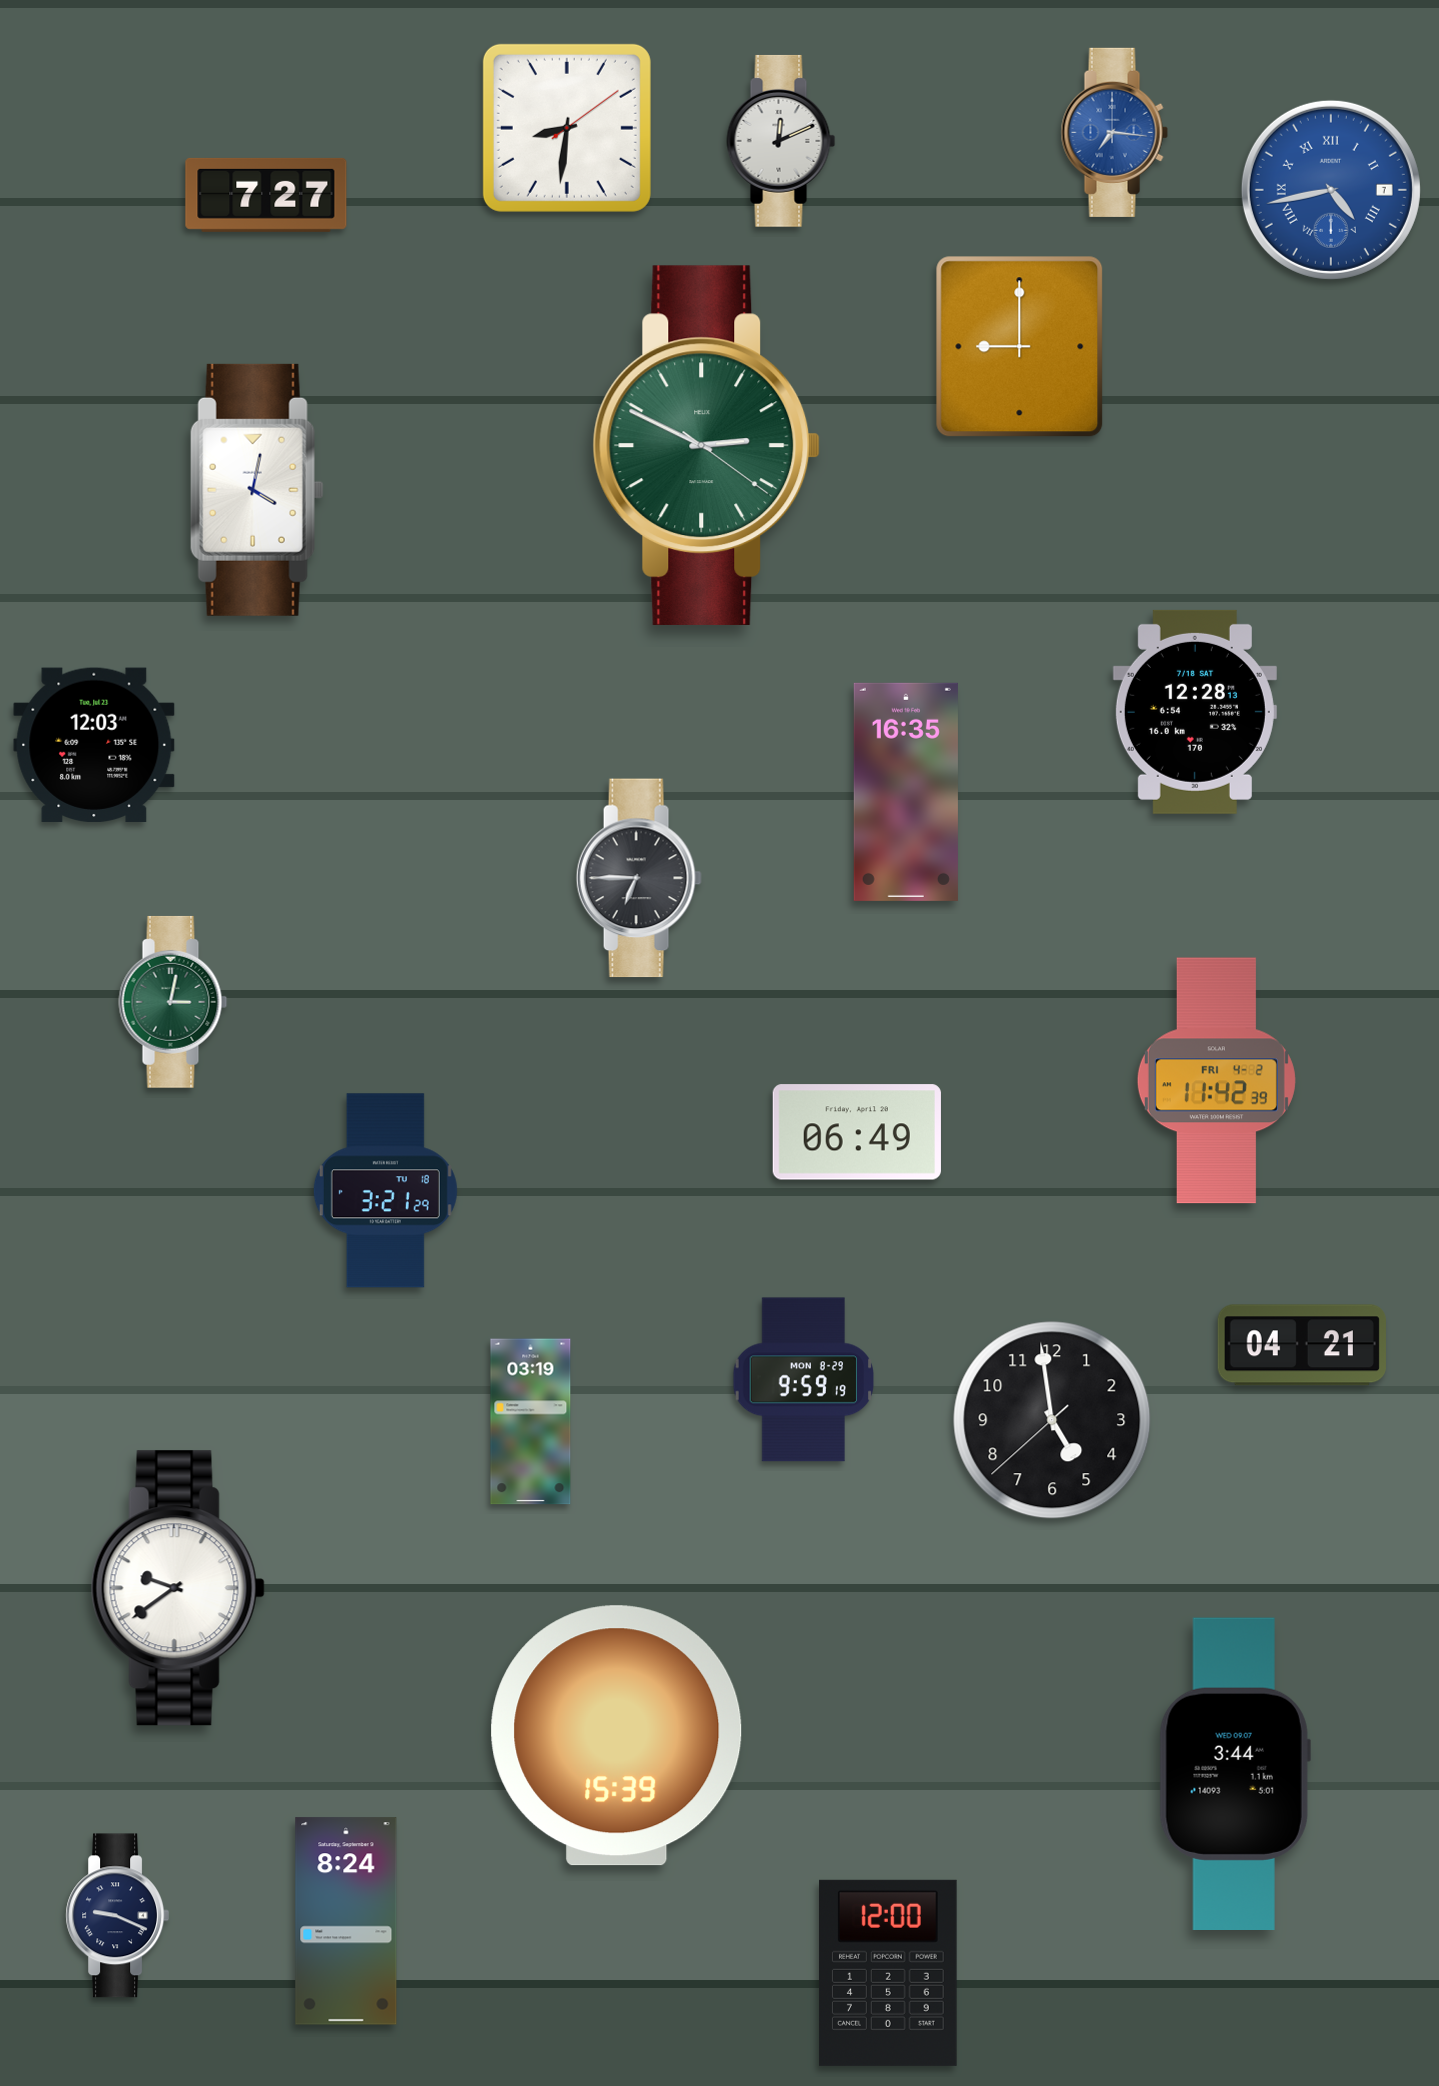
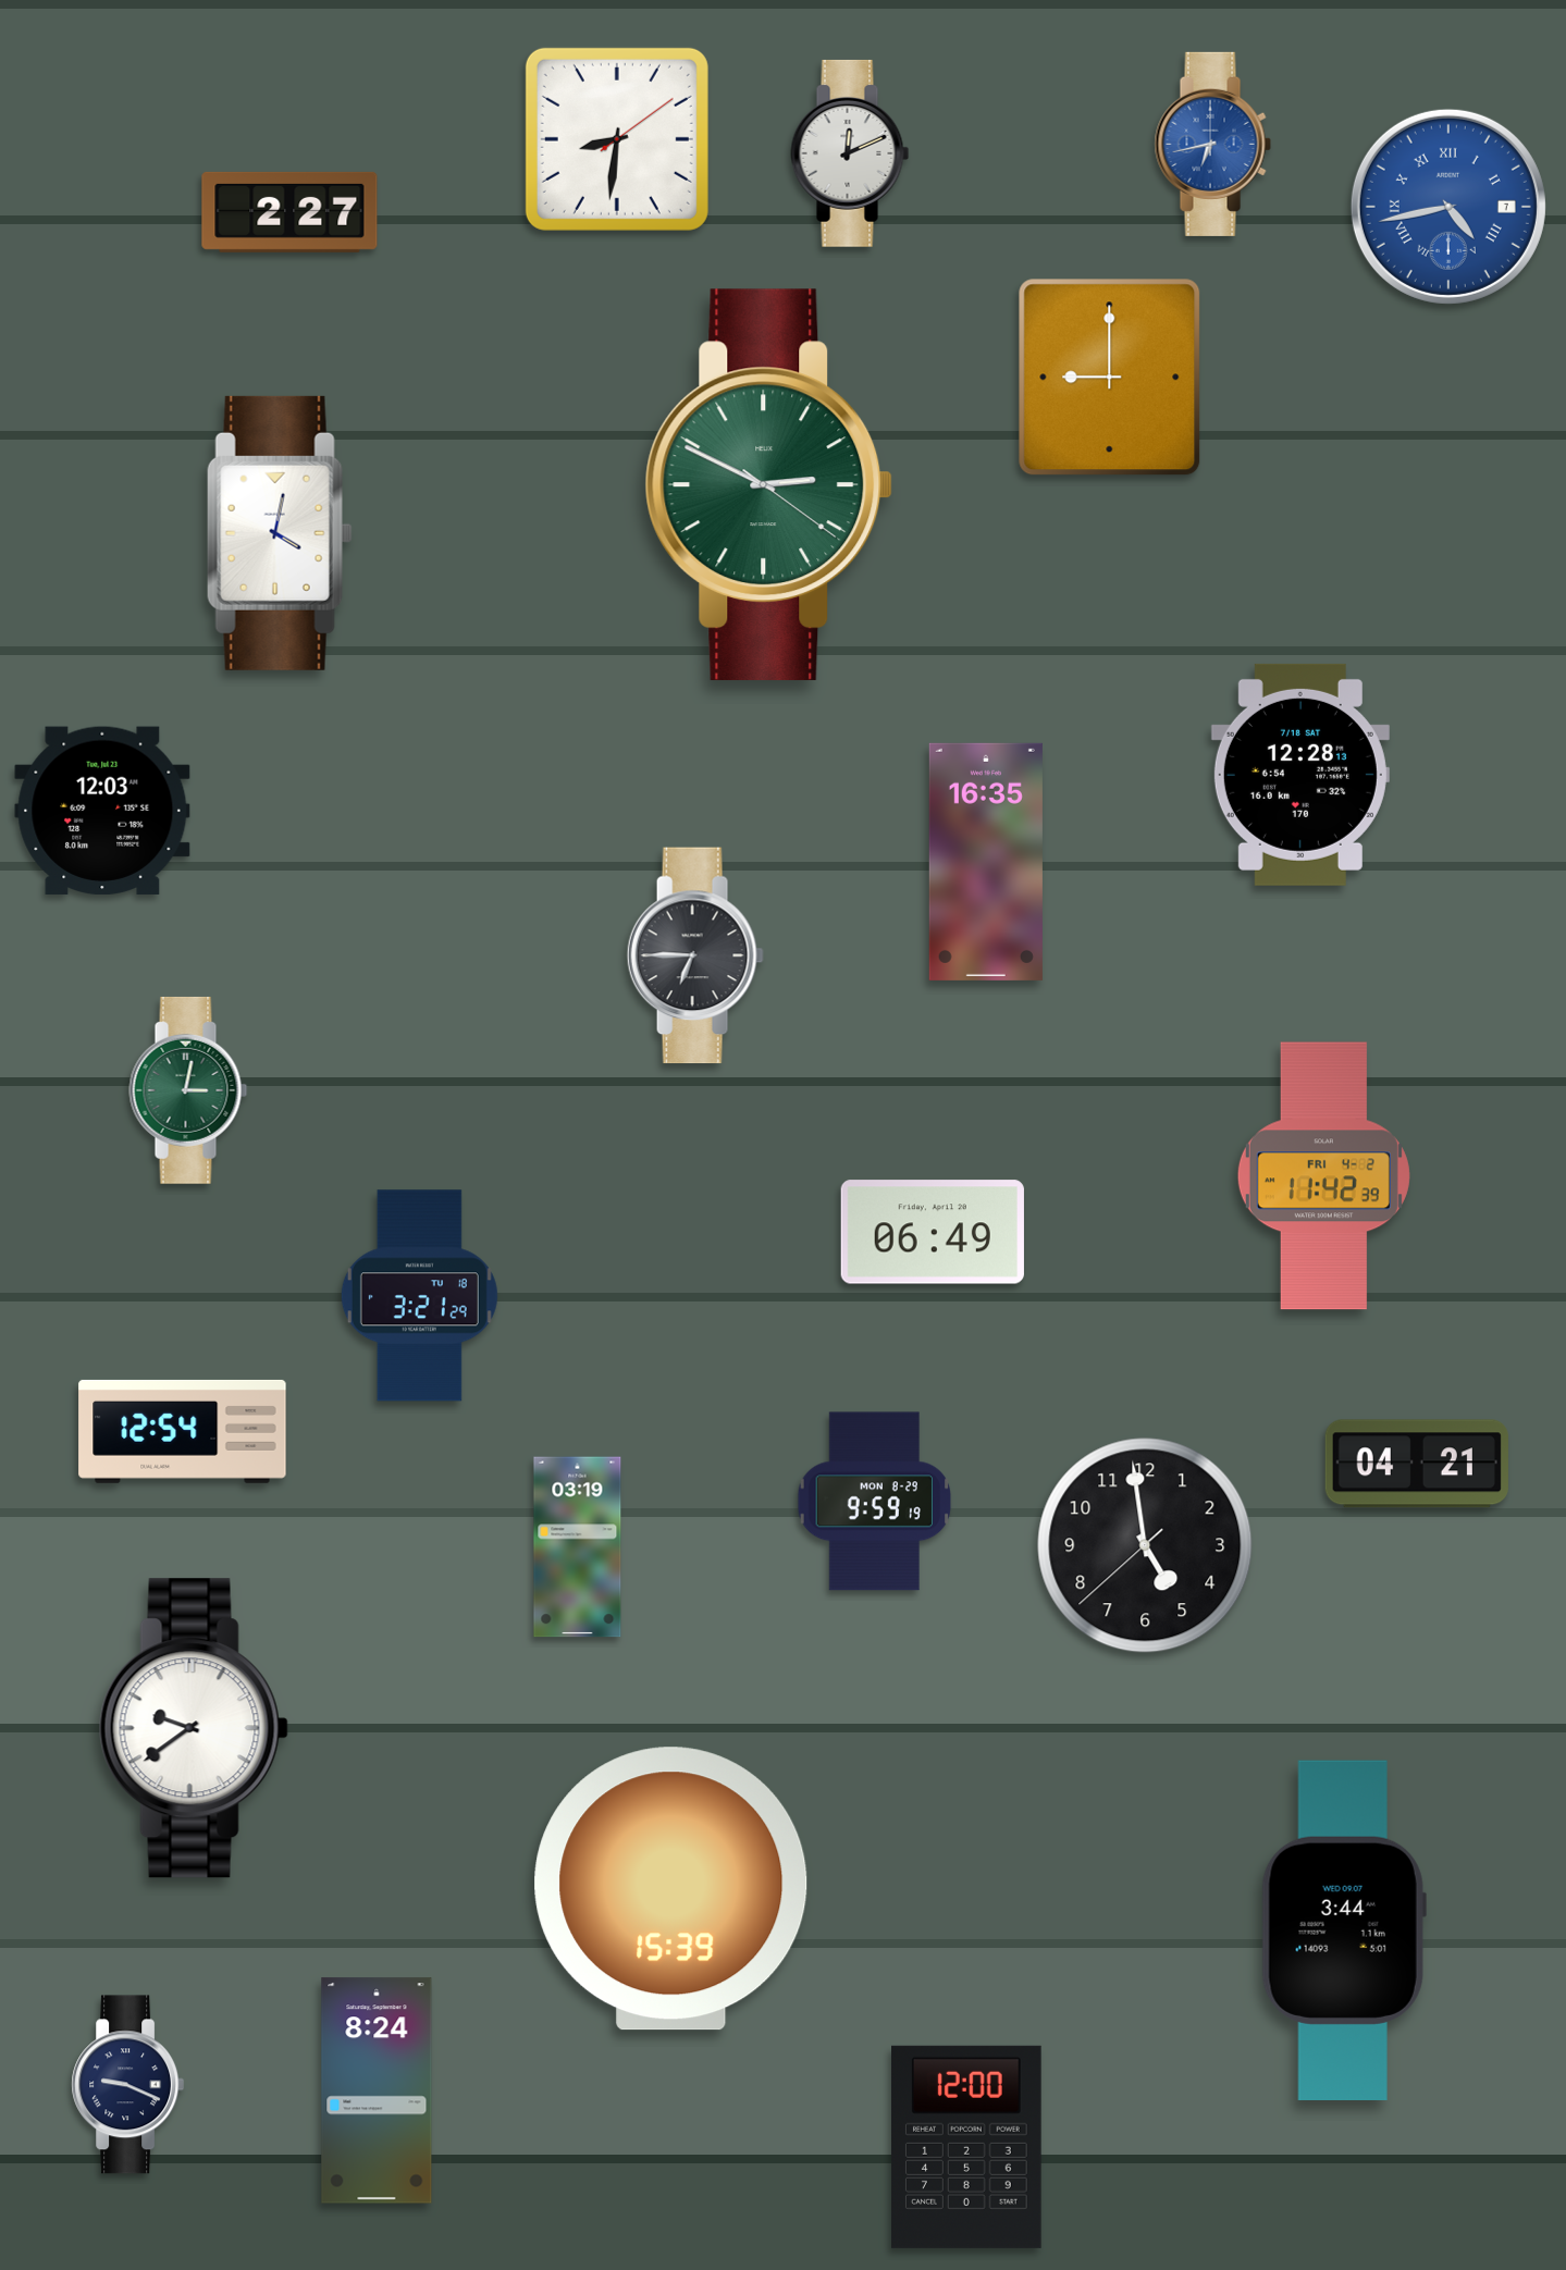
clock at (1114, 132): 7:16 -> 6:43
clock at (266, 195): 7:27 -> 2:27
clock at (183, 1431): none -> 12:54
